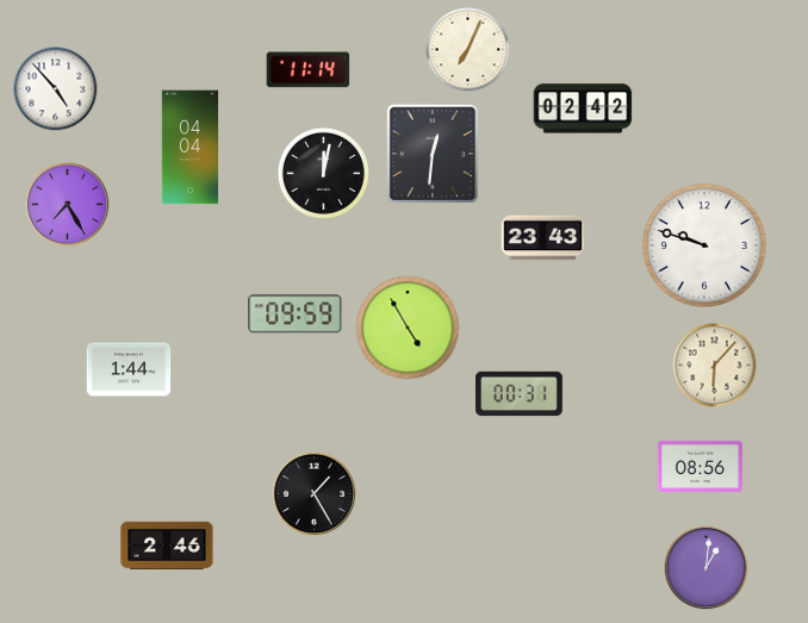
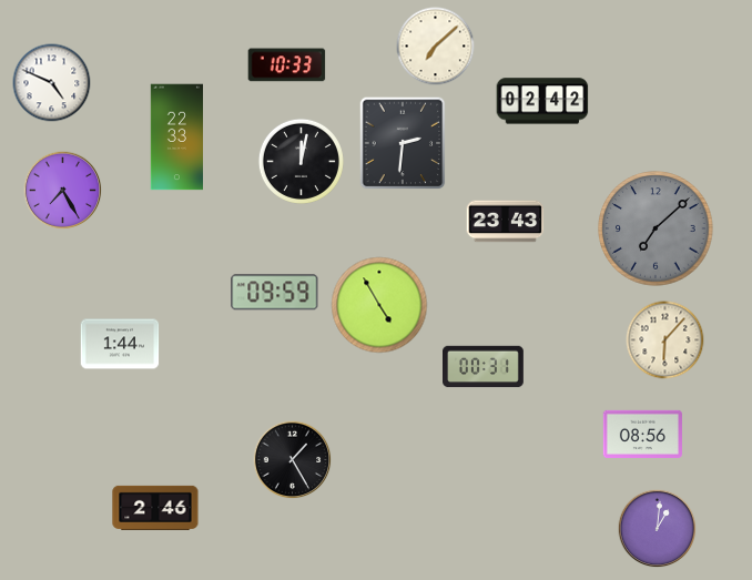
clock at (468, 50): 7:04 -> 7:08
clock at (309, 70): 11:14 -> 10:33
clock at (56, 89): 4:53 -> 4:49
clock at (189, 148): 04:04 -> 22:33
clock at (433, 154): 12:31 -> 2:31
clock at (704, 245): 9:48 -> 7:08
clock at (704, 245) dial: white -> grey
clock at (700, 466) position: (700, 466) -> (642, 434)
